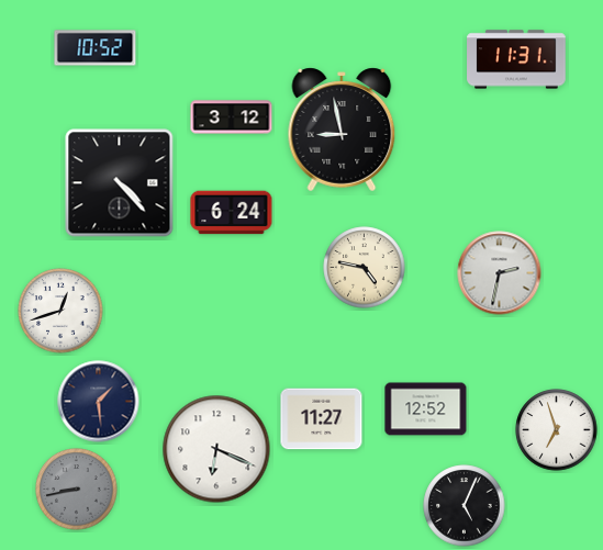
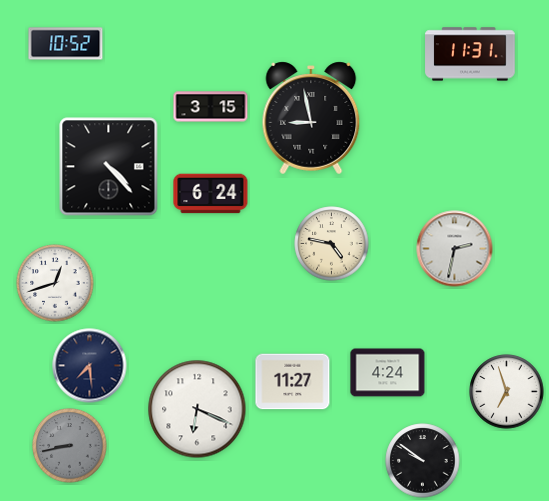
clock at (96, 48) position: (96, 48) -> (66, 44)
clock at (232, 117): 3:12 -> 3:15
clock at (99, 402): 1:29 -> 7:29
clock at (426, 409): 12:52 -> 4:24
clock at (465, 506): 5:04 -> 9:51
